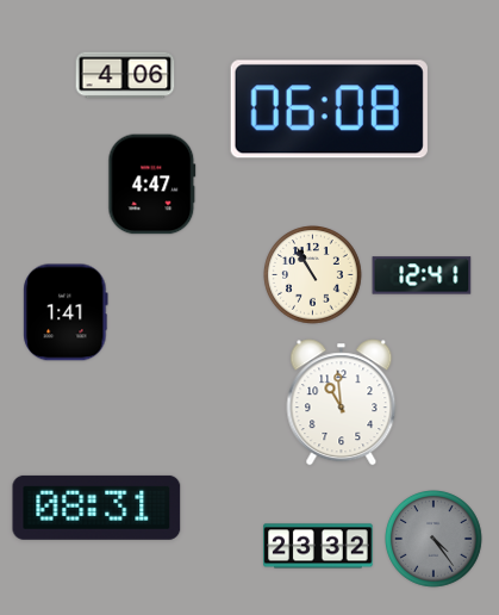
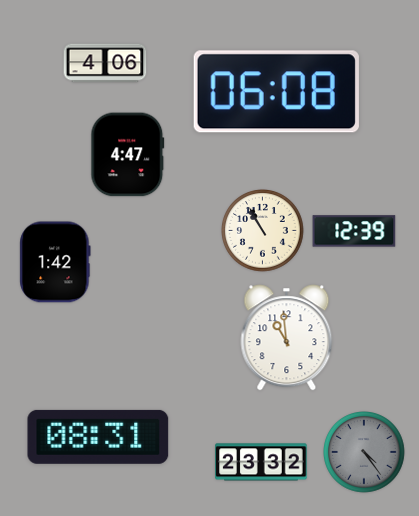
clock at (422, 275): 12:41 -> 12:39
clock at (66, 312): 1:41 -> 1:42
clock at (96, 508) position: (96, 508) -> (98, 437)
clock at (318, 546) position: (318, 546) -> (261, 462)
